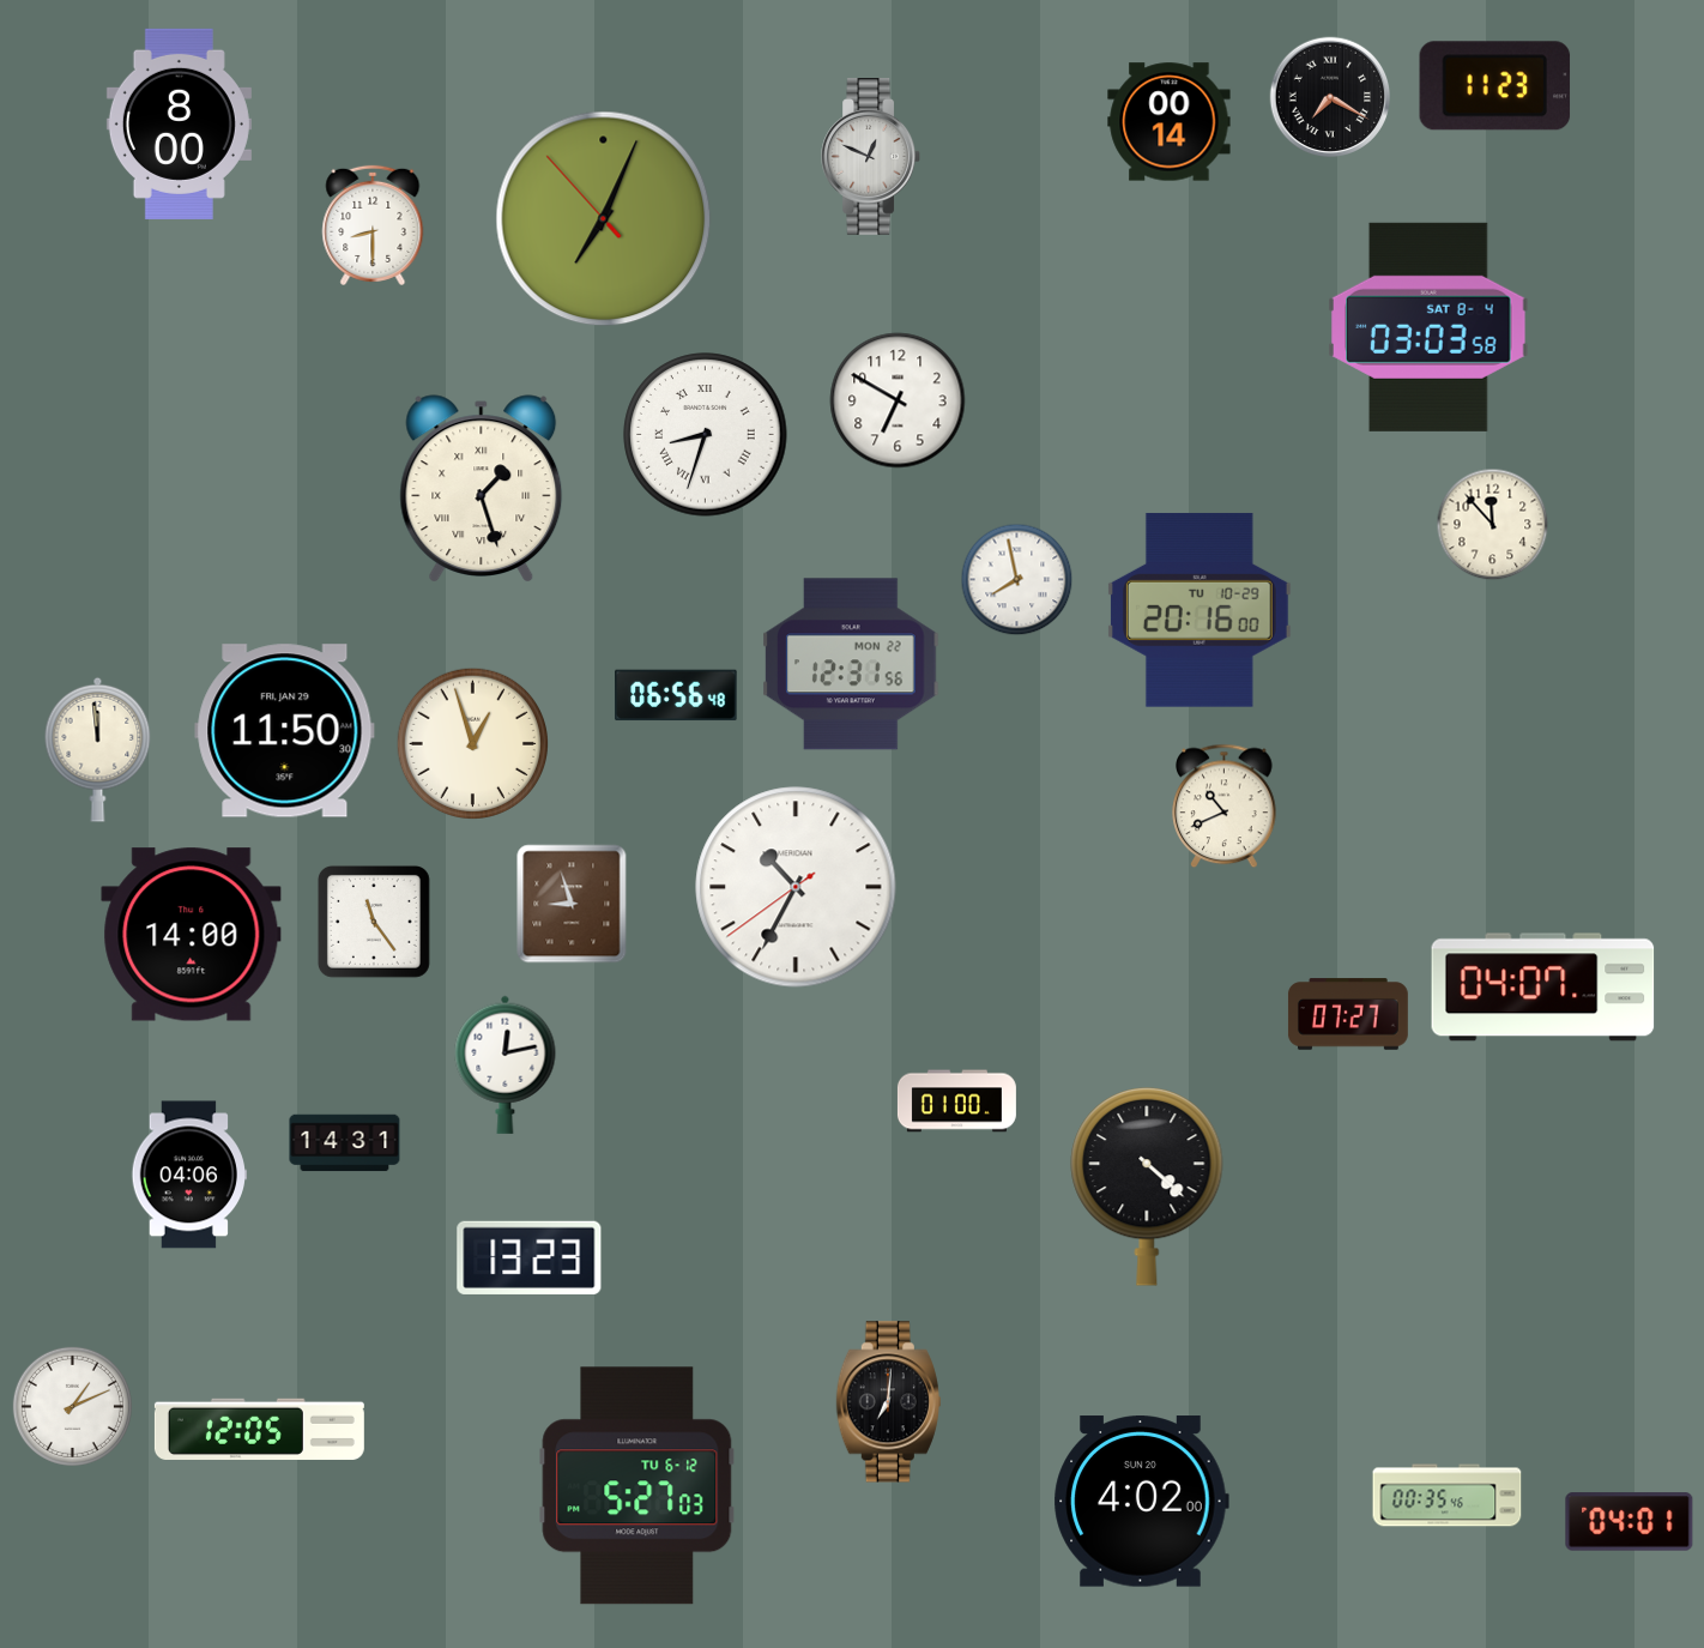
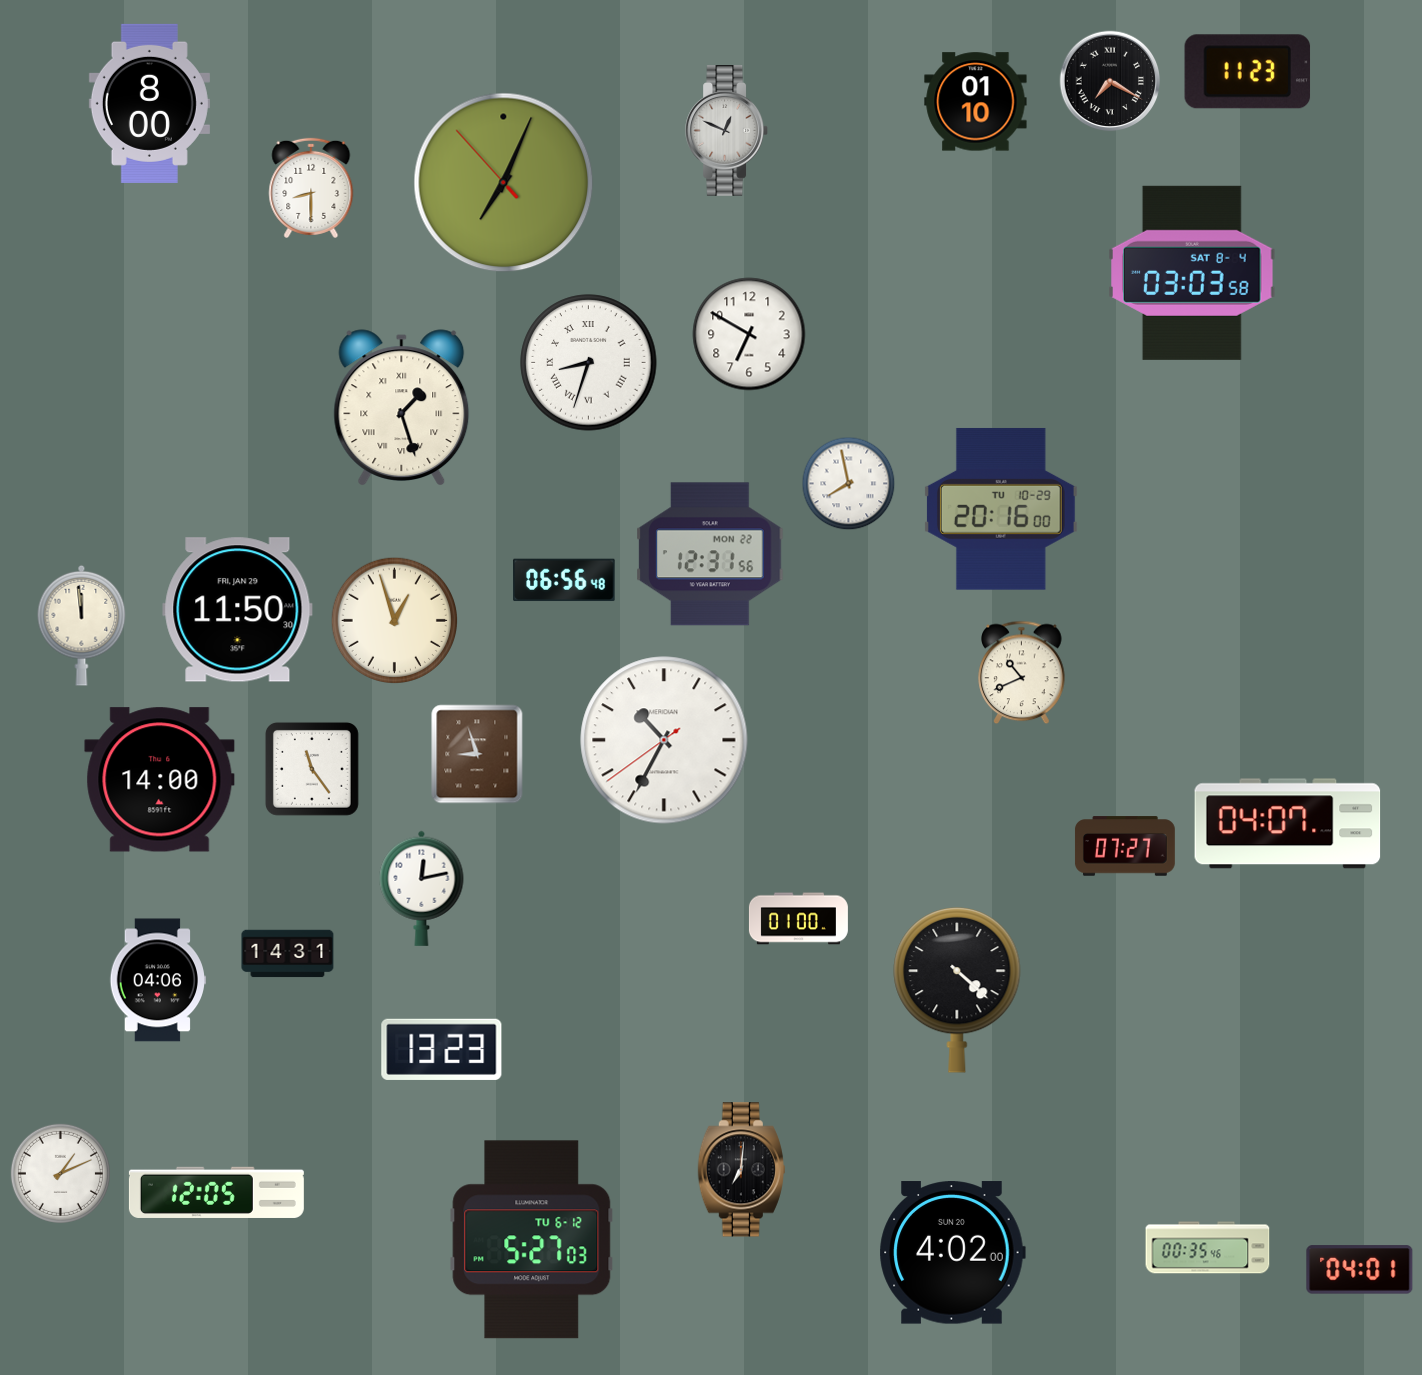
clock at (1170, 122): 00:14 -> 01:10
clock at (1493, 525): 11:53 -> none
